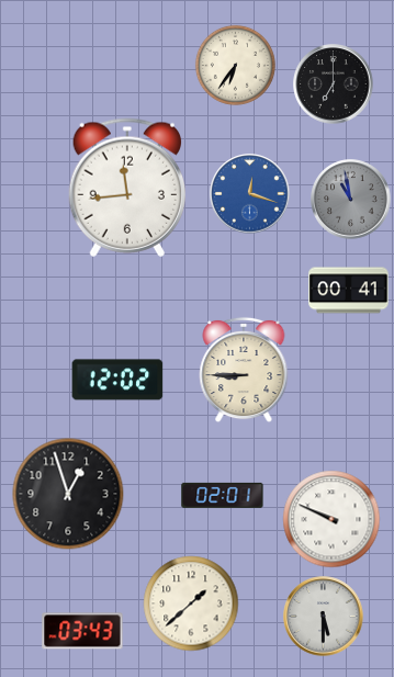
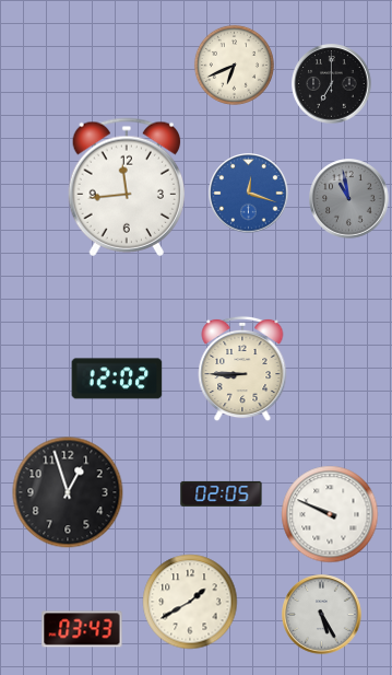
clock at (235, 65): 6:36 -> 6:41
clock at (349, 291): 00:41 -> none
clock at (223, 495): 02:01 -> 02:05
clock at (331, 519) position: (331, 519) -> (330, 514)
clock at (191, 603): 1:38 -> 1:40
clock at (324, 617): 5:30 -> 5:25
